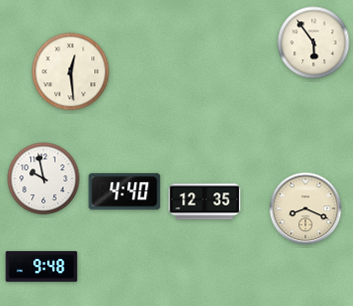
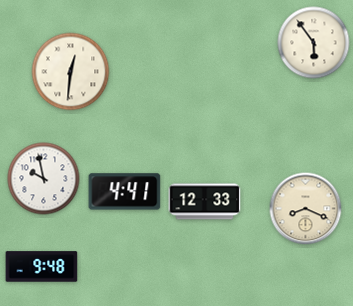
clock at (71, 72): 12:29 -> 12:31
clock at (125, 192): 4:40 -> 4:41
clock at (205, 202): 12:35 -> 12:33
